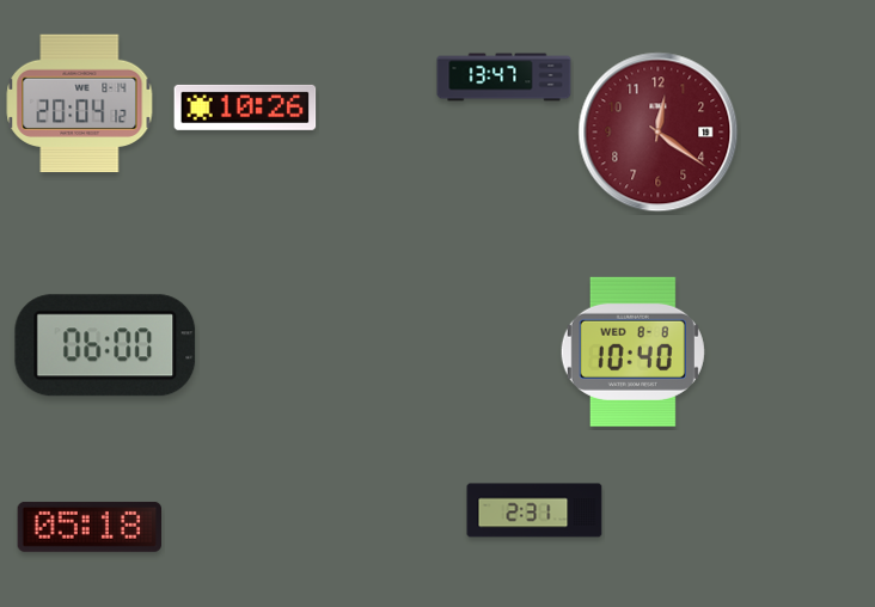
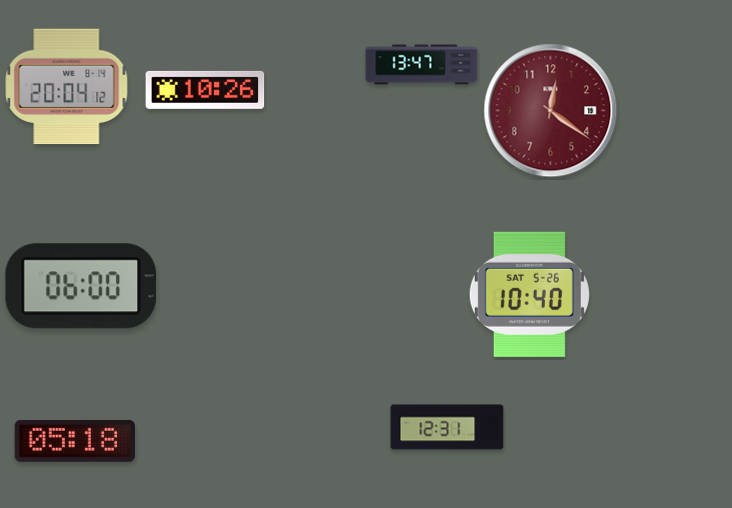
clock at (105, 345) position: (105, 345) -> (81, 286)
clock at (632, 351) date: WED 8-8 -> SAT 5-26
clock at (534, 510): 2:31 -> 12:31
